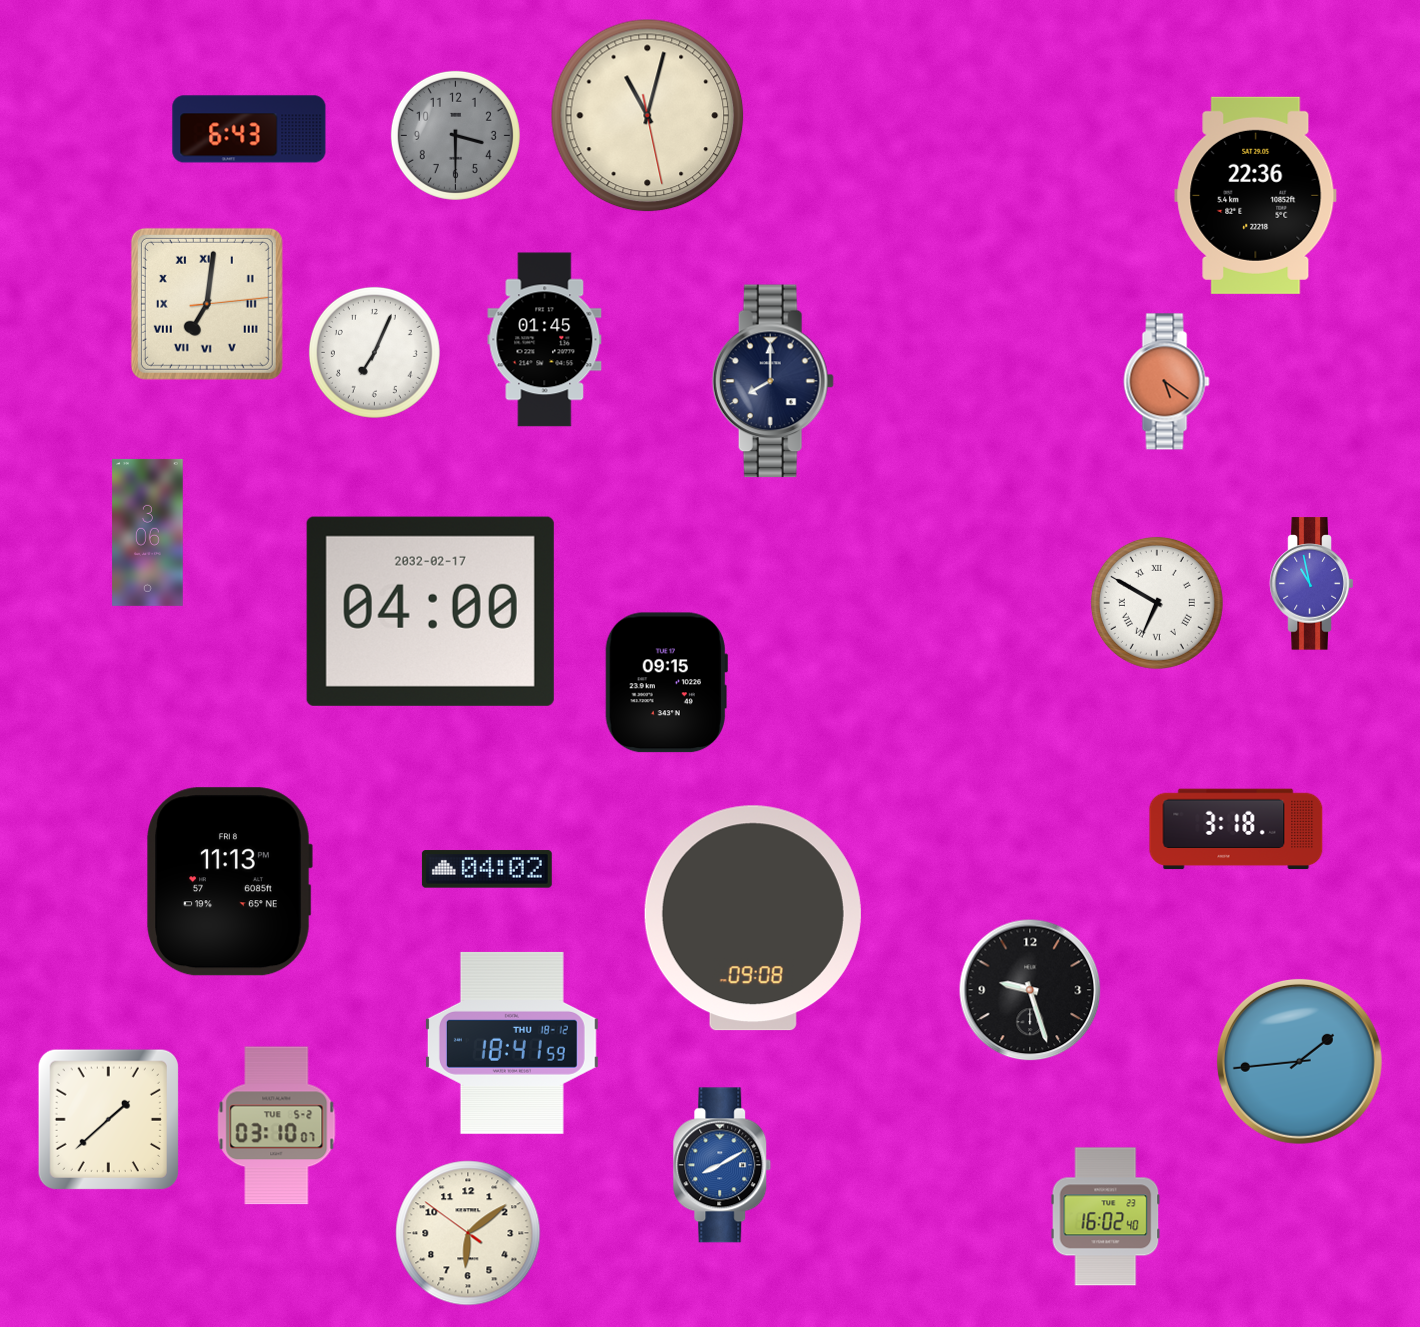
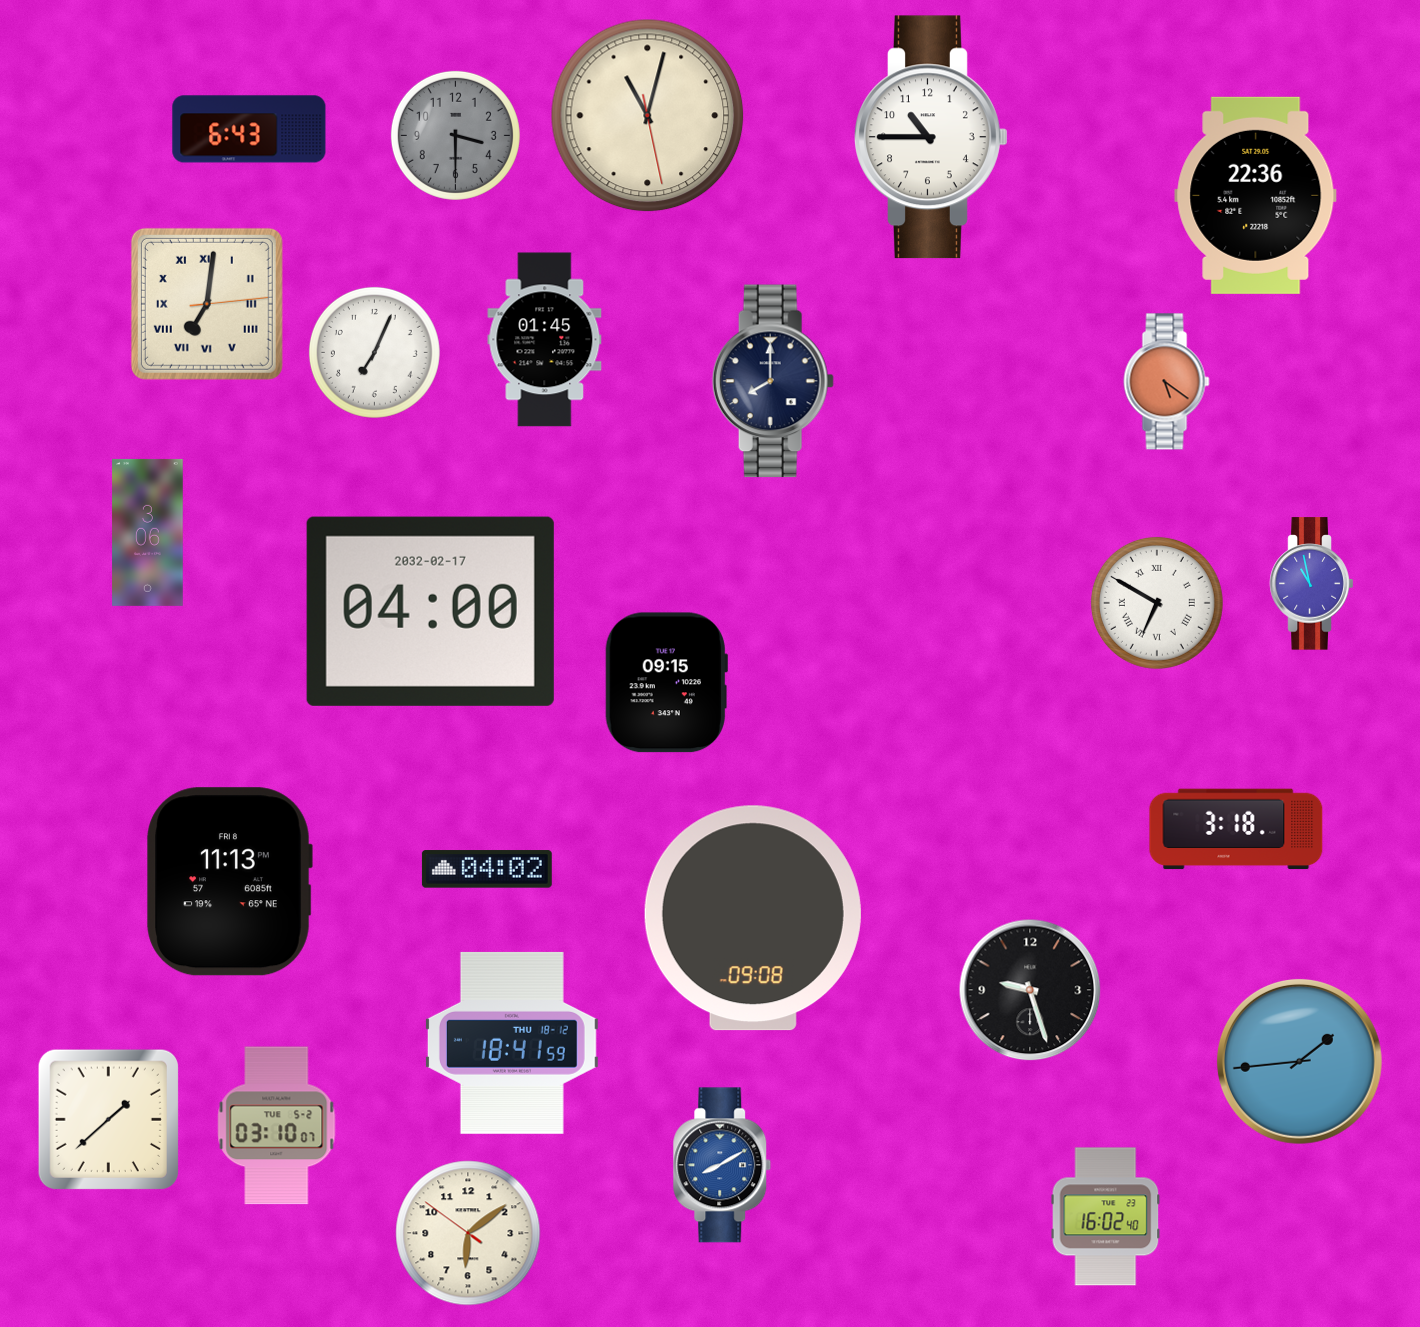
clock at (931, 137): none -> 10:45
